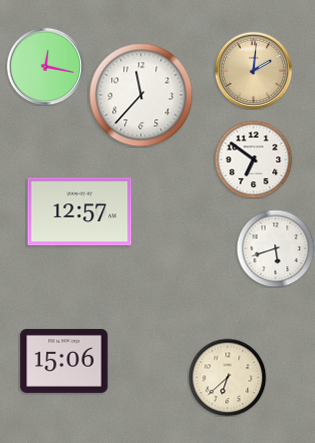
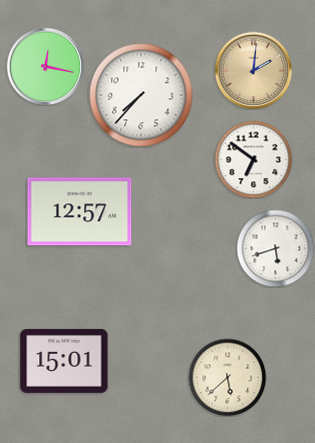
clock at (141, 95): 11:37 -> 7:37
clock at (64, 361): 15:06 -> 15:01
clock at (227, 377): 6:38 -> 5:38
